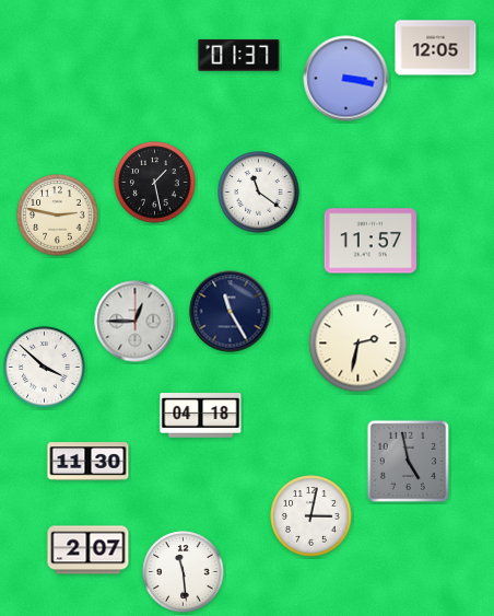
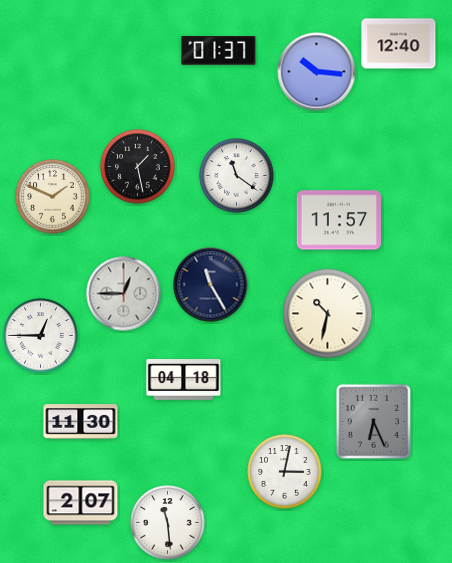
clock at (436, 48): 12:05 -> 12:40
clock at (346, 79): 3:17 -> 10:16
clock at (155, 183) position: (155, 183) -> (138, 167)
clock at (58, 216): 2:47 -> 1:49
clock at (358, 344): 2:32 -> 10:32
clock at (45, 368): 3:52 -> 12:45
clock at (408, 461): 4:58 -> 6:26
